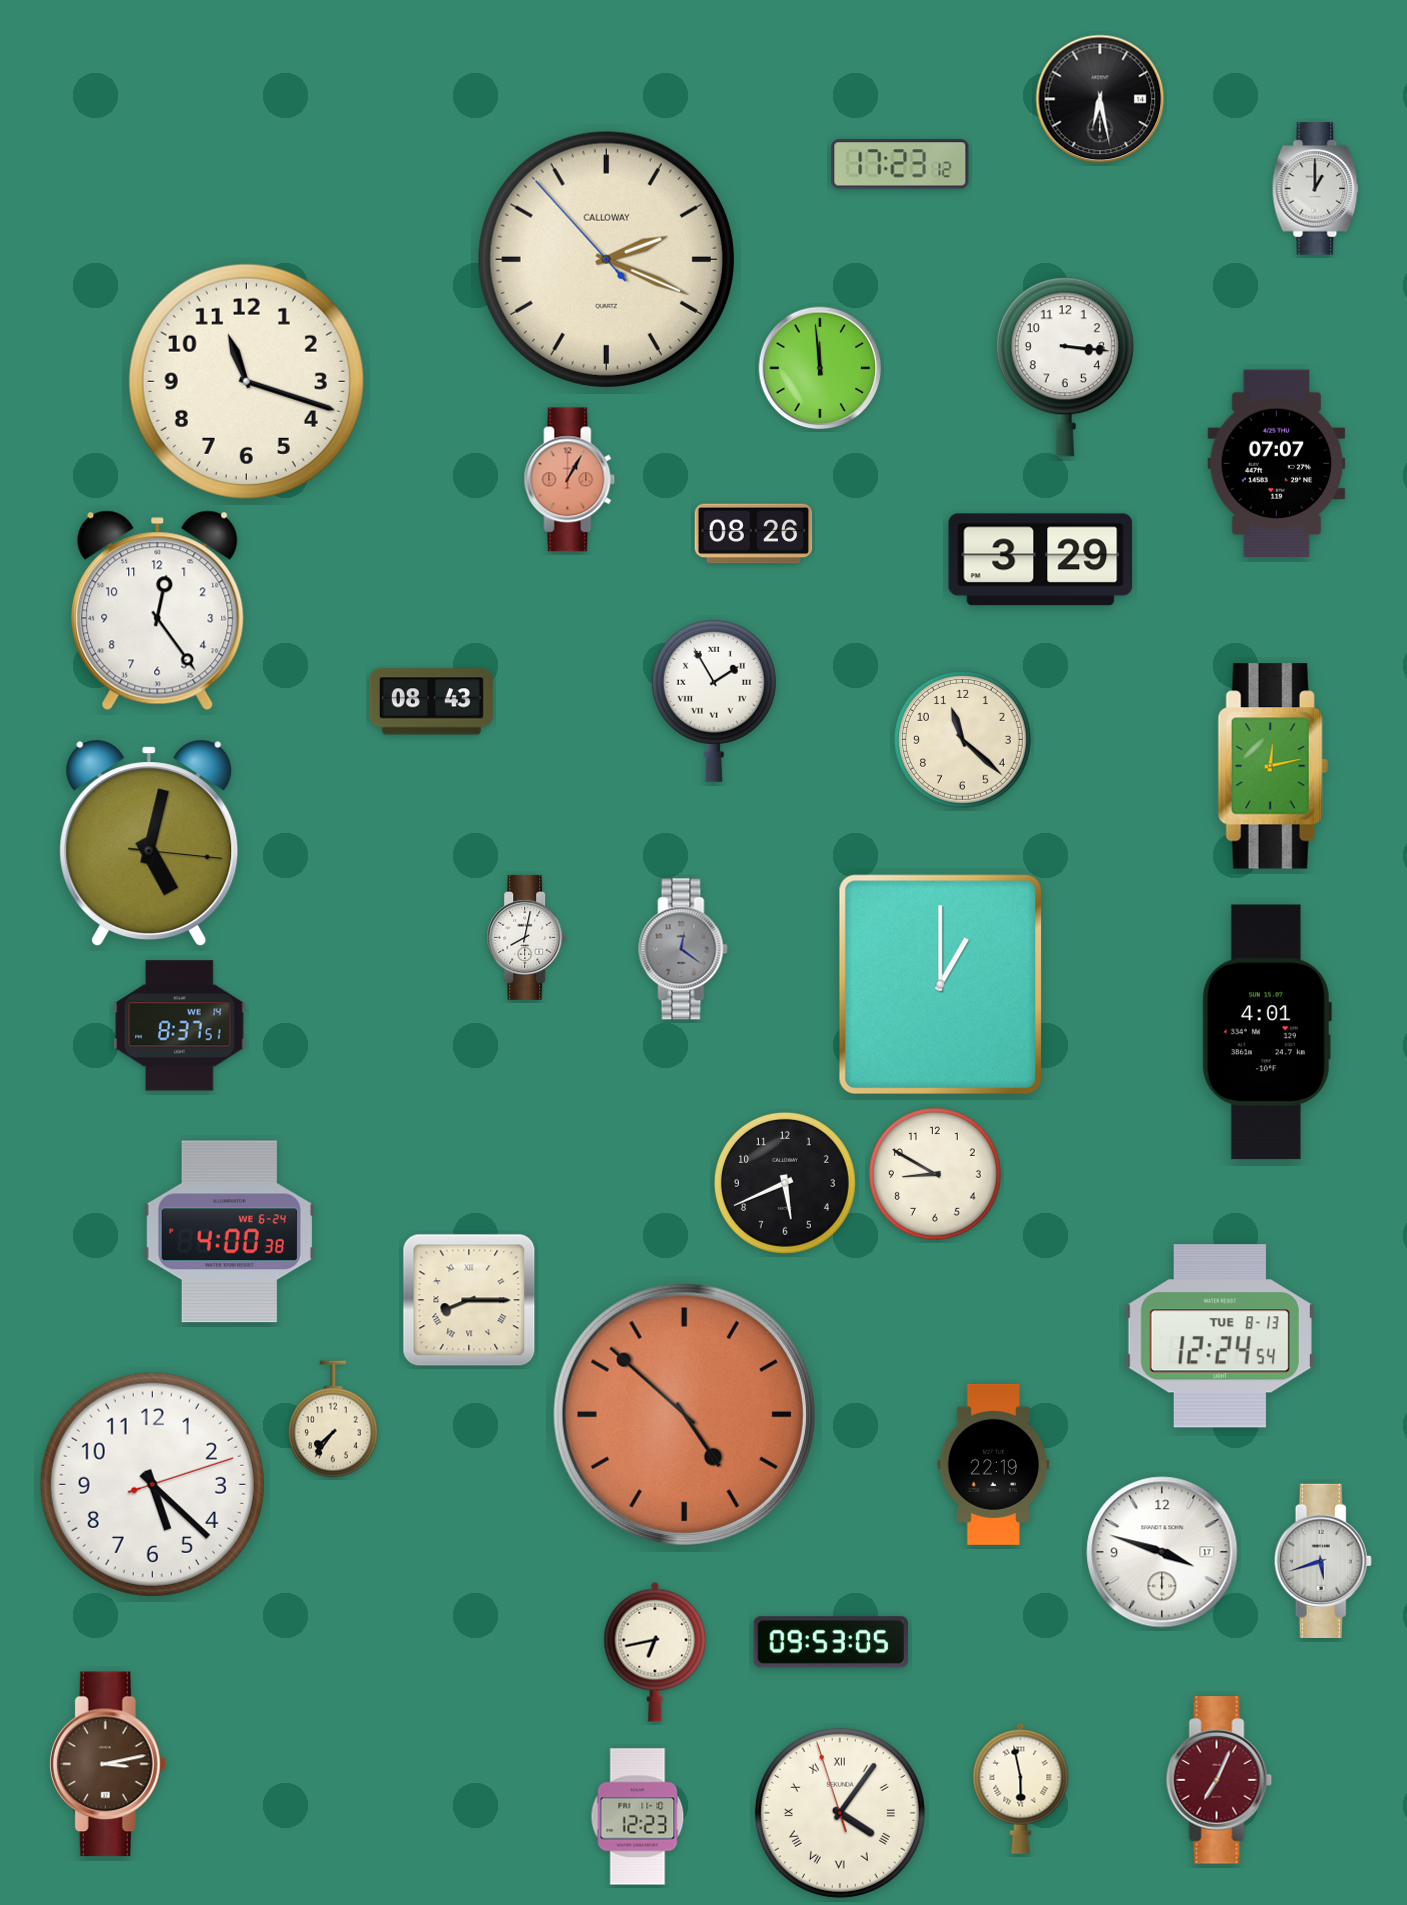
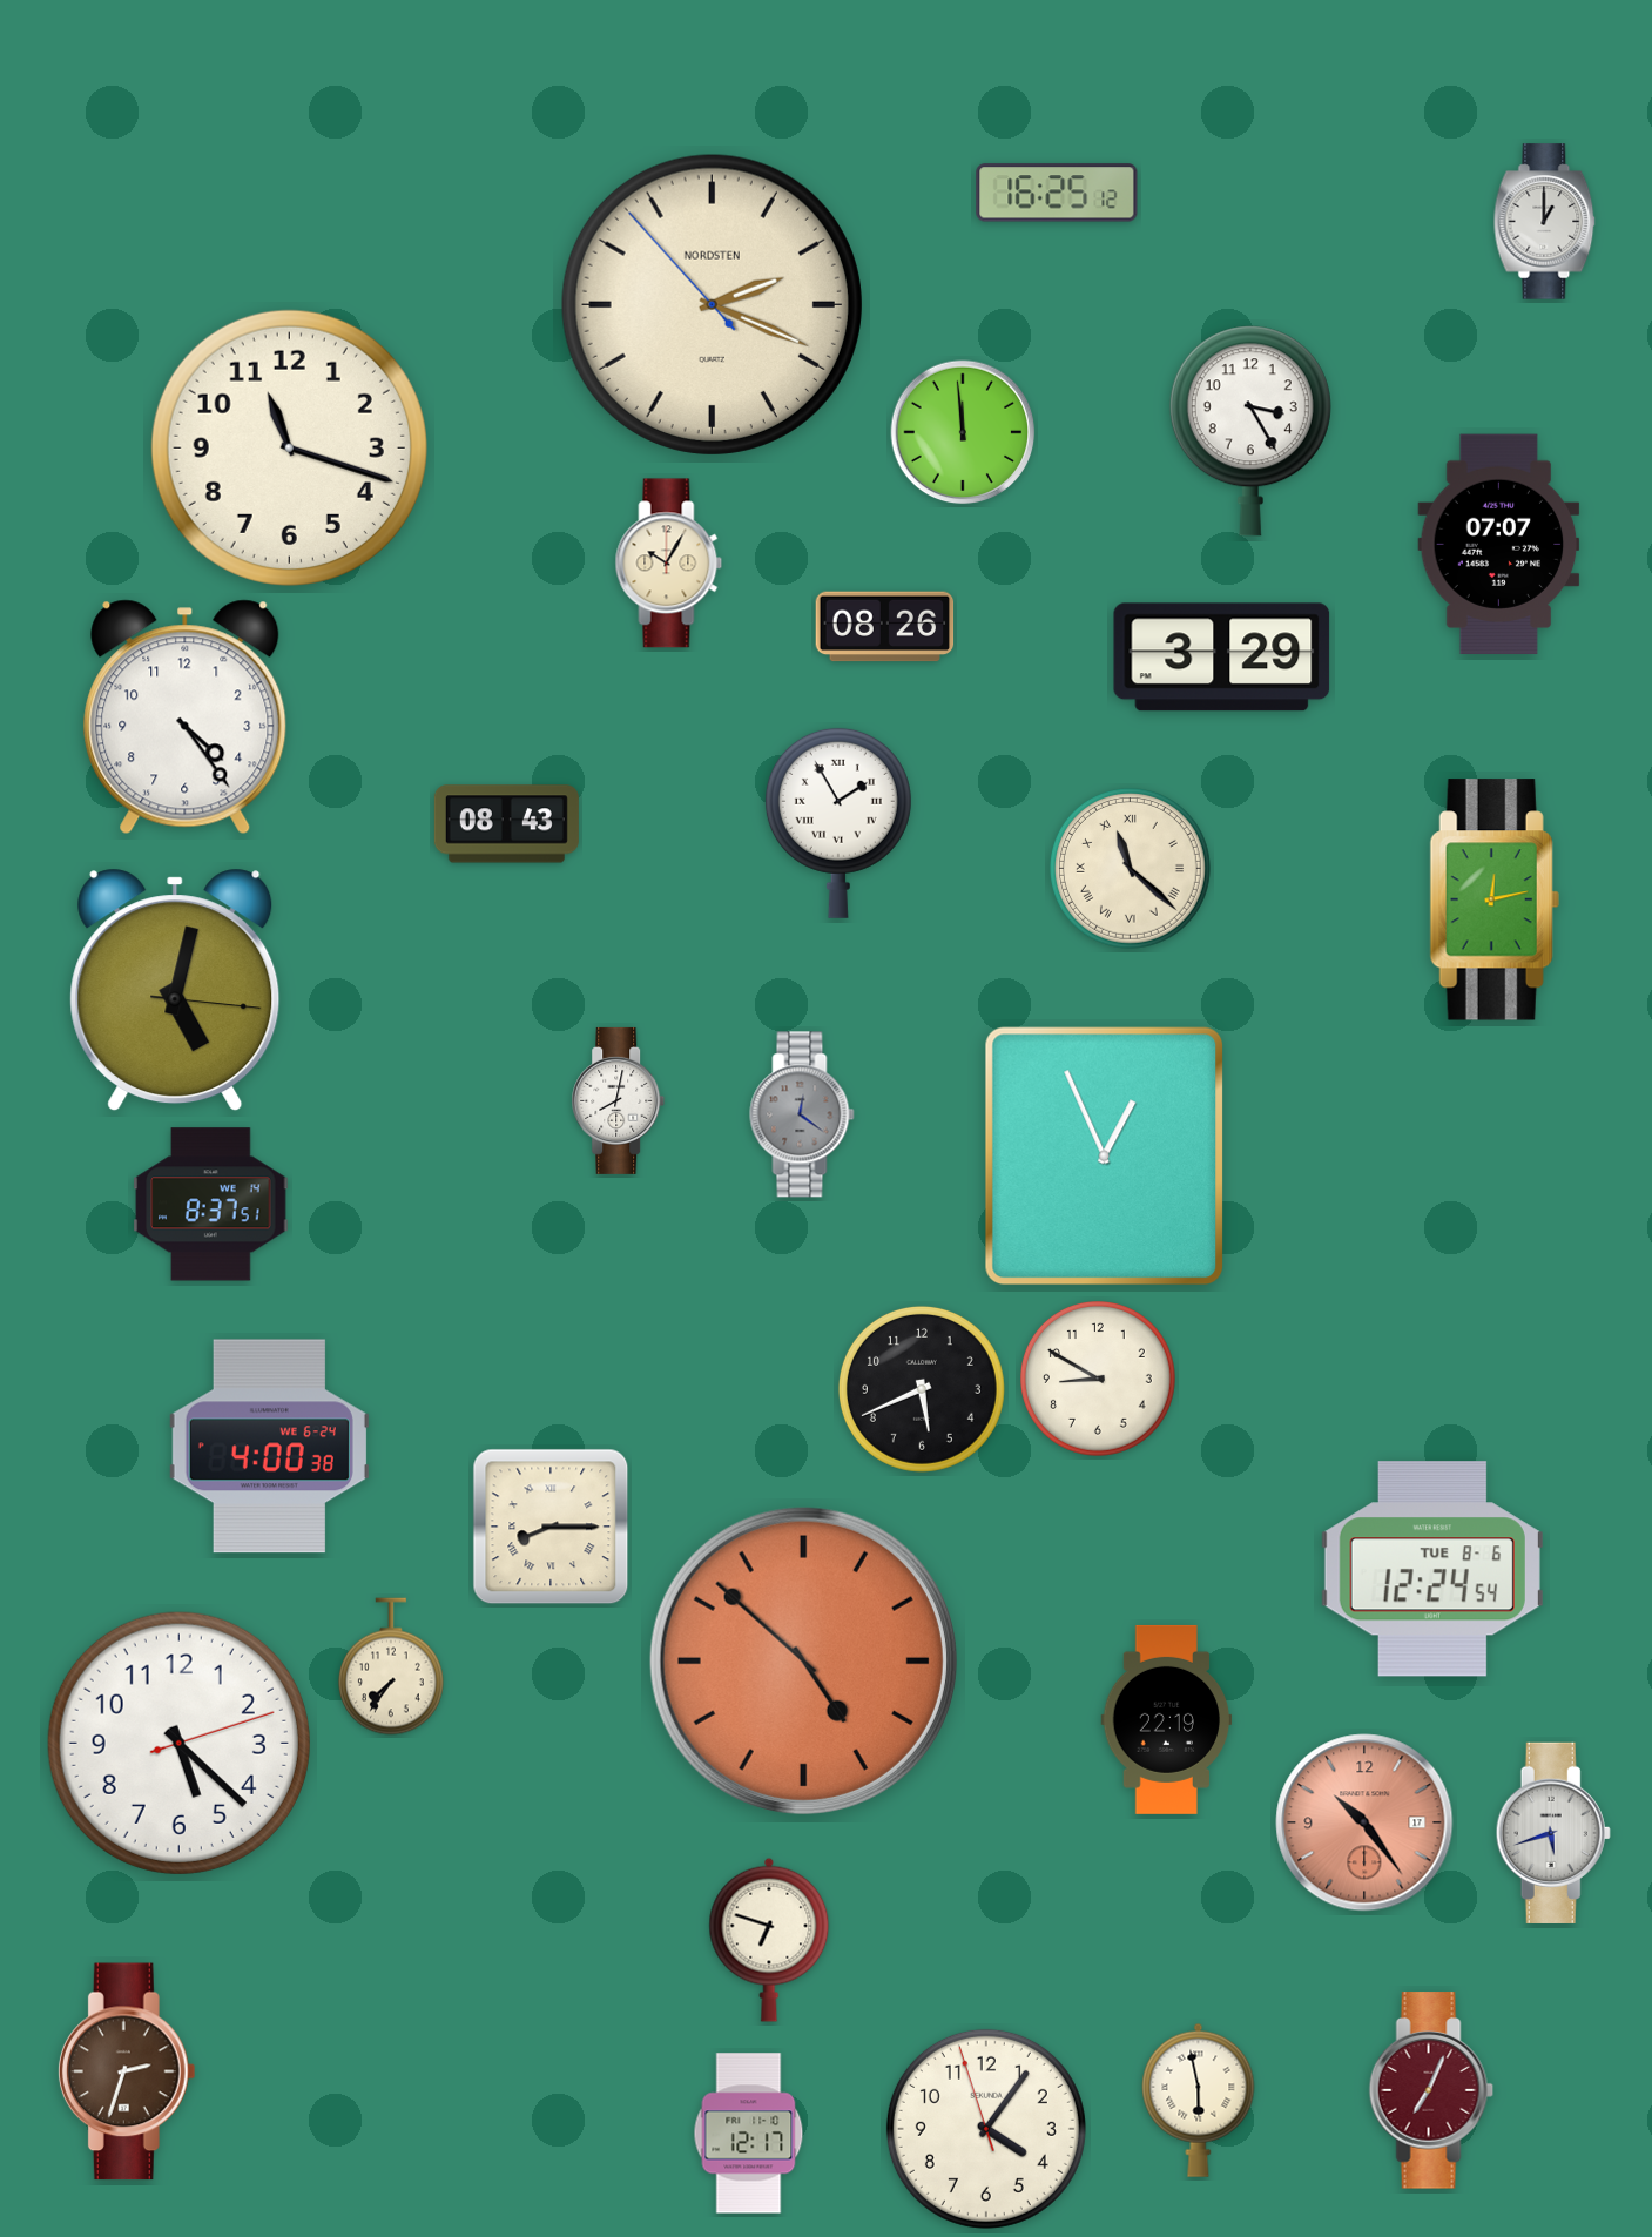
clock at (1100, 99): 6:28 -> none
clock at (900, 164): 17:23 -> 16:25
clock at (606, 259) brand: CALLOWAY -> NORDSTEN
clock at (1065, 367): 3:16 -> 3:25
clock at (570, 480): 1:05 -> 10:05
clock at (570, 480) dial: salmon -> cream
clock at (158, 611): 12:24 -> 4:24
clock at (962, 739) numerals: Arabic -> Roman
clock at (941, 985): 1:00 -> 12:56
clock at (1267, 1032): 4:01 -> none
clock at (1220, 1336) date: TUE 8-13 -> TUE 8-6
clock at (1162, 1552): 3:48 -> 10:24
clock at (1162, 1552) dial: white -> salmon
clock at (831, 1642): 09:53 -> none
clock at (655, 1652): 6:43 -> 6:48
clock at (108, 1764): 3:13 -> 2:33
clock at (840, 1813) numerals: Roman -> Arabic
clock at (638, 1817): 12:23 -> 12:17
